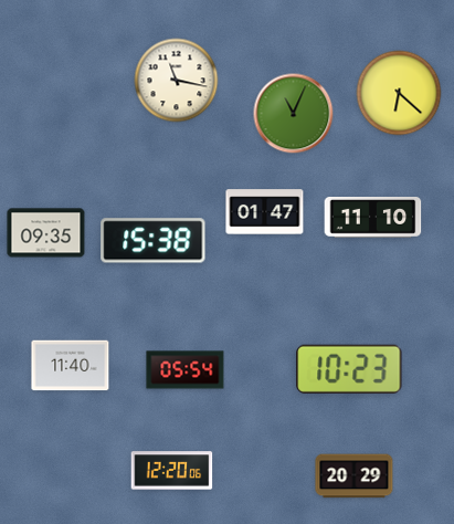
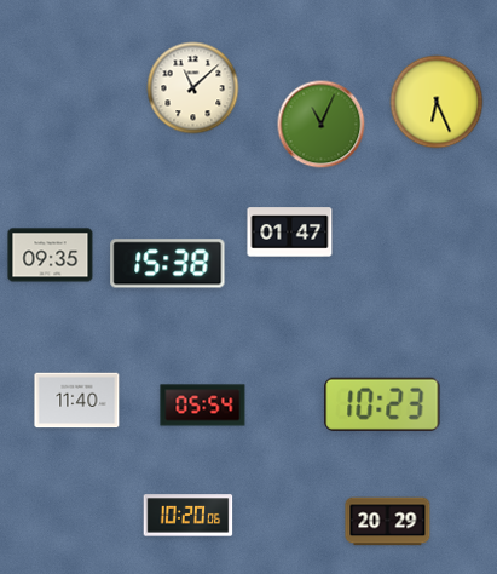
clock at (177, 81): 11:17 -> 11:08
clock at (399, 93): 6:22 -> 6:26
clock at (373, 218): 11:10 -> none
clock at (172, 471): 12:20 -> 10:20
